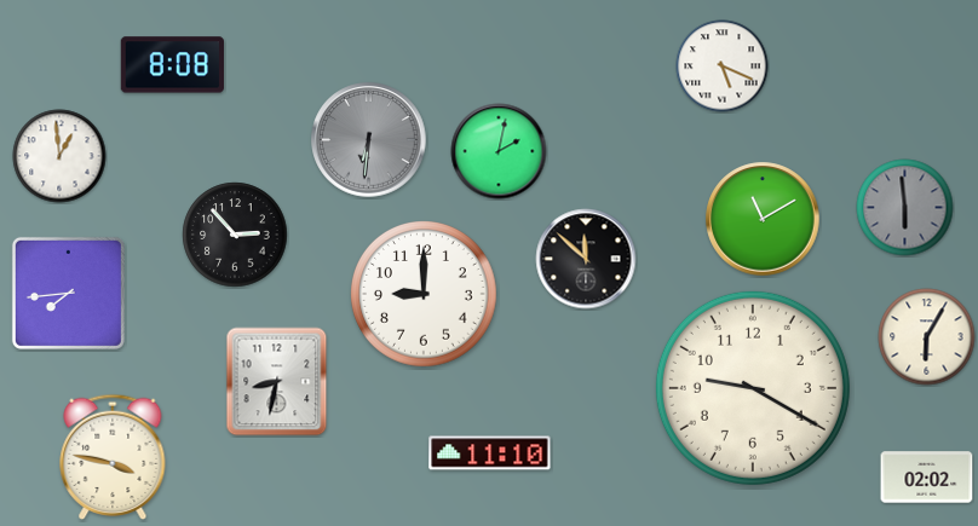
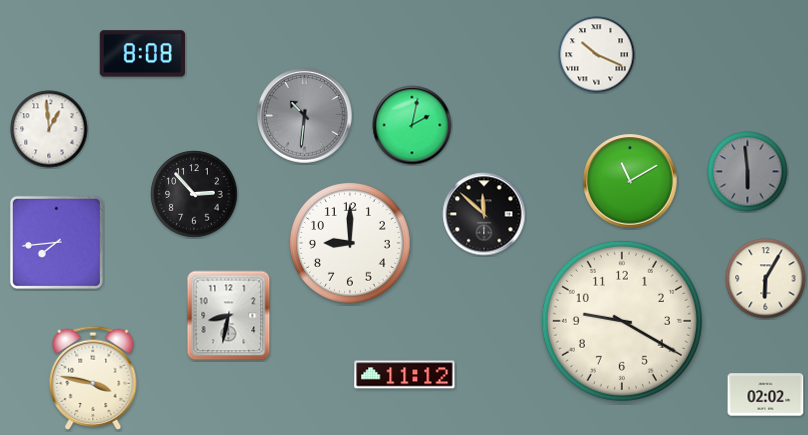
clock at (723, 67): 5:19 -> 10:19
clock at (369, 140): 6:31 -> 10:31
clock at (490, 453): 11:10 -> 11:12
